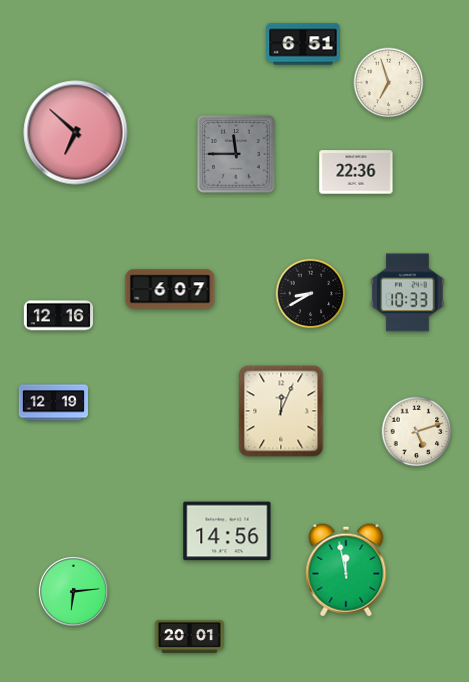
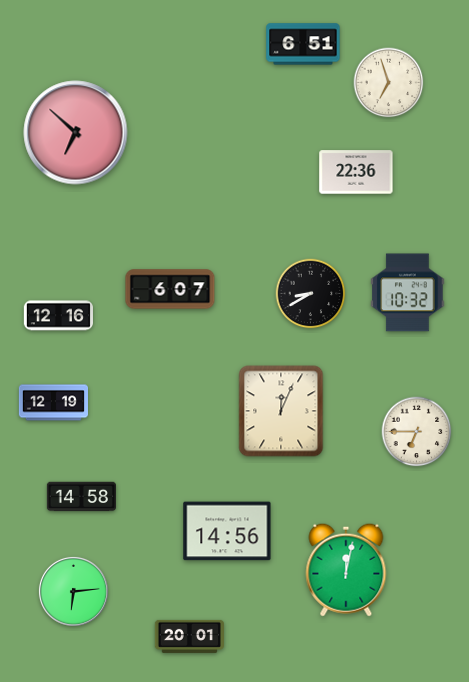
clock at (236, 154): 11:45 -> none
clock at (408, 293): 10:33 -> 10:32
clock at (417, 432): 5:12 -> 6:45
clock at (81, 497): none -> 14:58
clock at (346, 570): 11:58 -> 12:02
